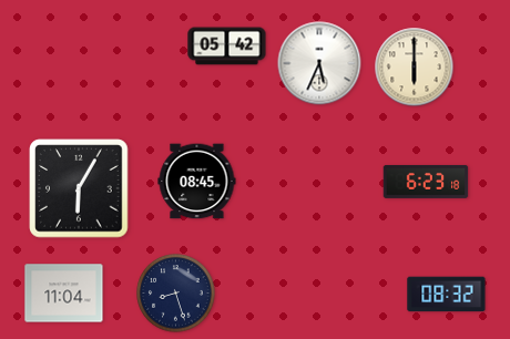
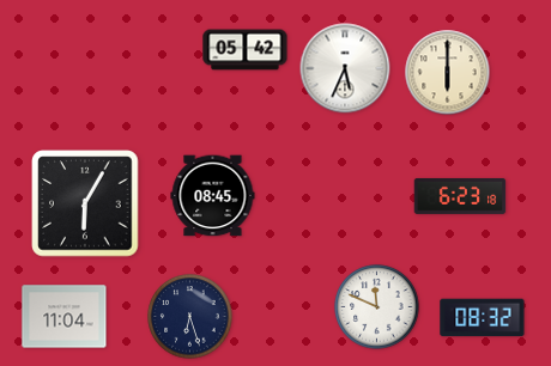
clock at (377, 307): none -> 11:49
clock at (64, 294) position: (64, 294) -> (65, 317)
clock at (176, 294): 8:27 -> 6:27
